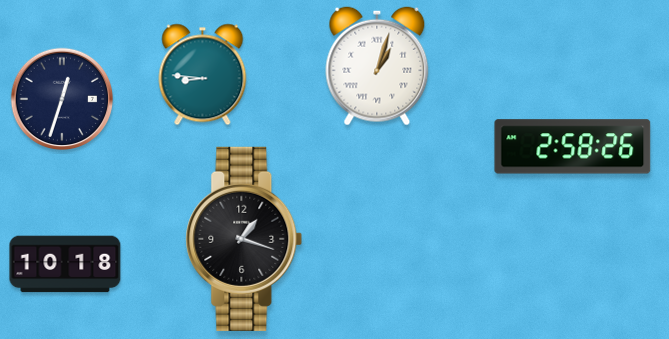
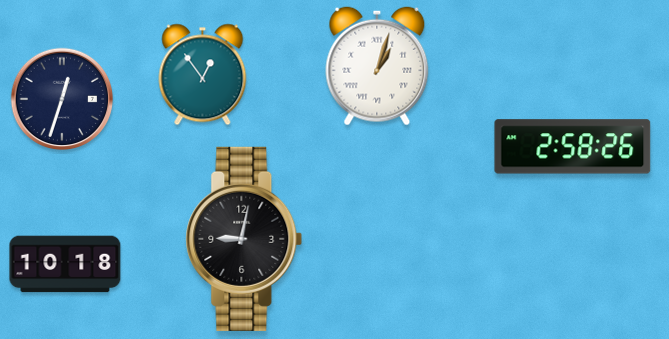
clock at (203, 75): 8:46 -> 12:54
clock at (244, 239): 1:18 -> 9:02
